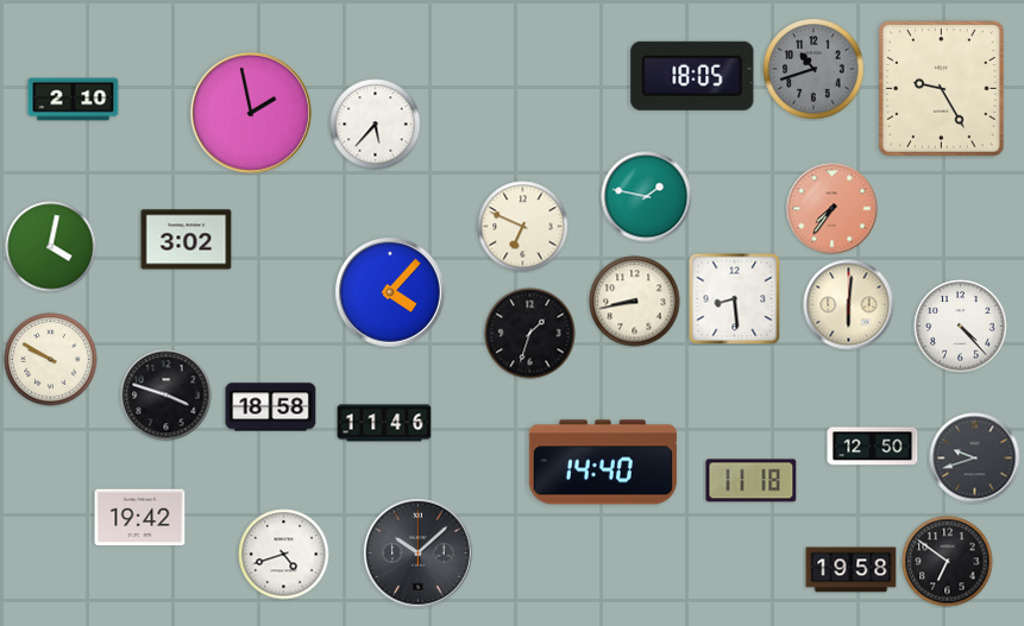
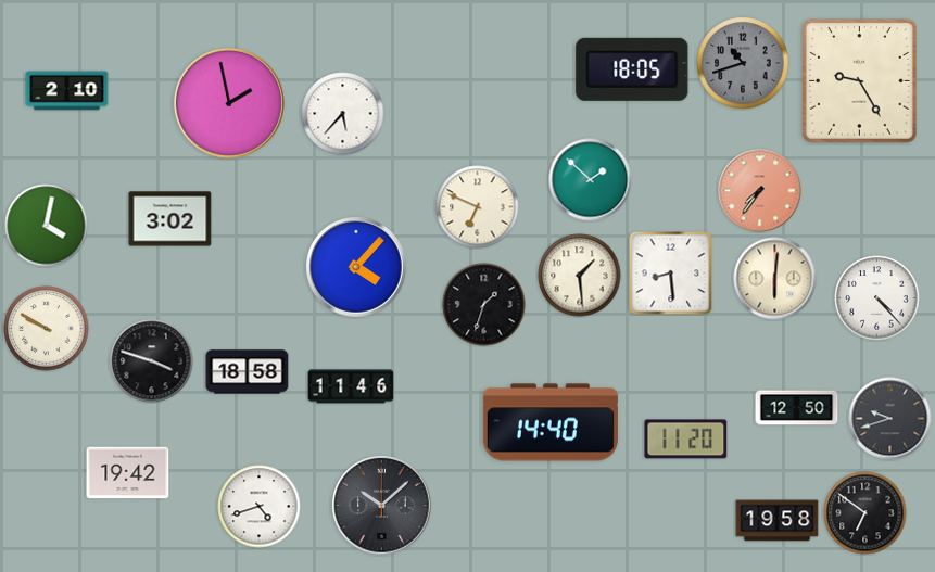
clock at (647, 197): 1:47 -> 1:52
clock at (635, 302): 8:43 -> 1:29
clock at (752, 481): 11:18 -> 11:20
